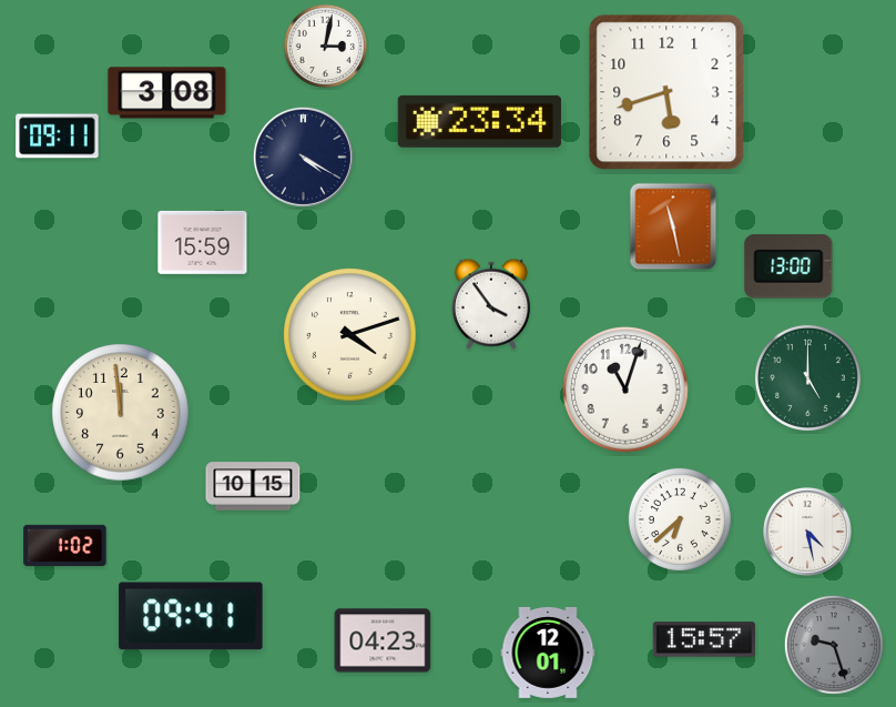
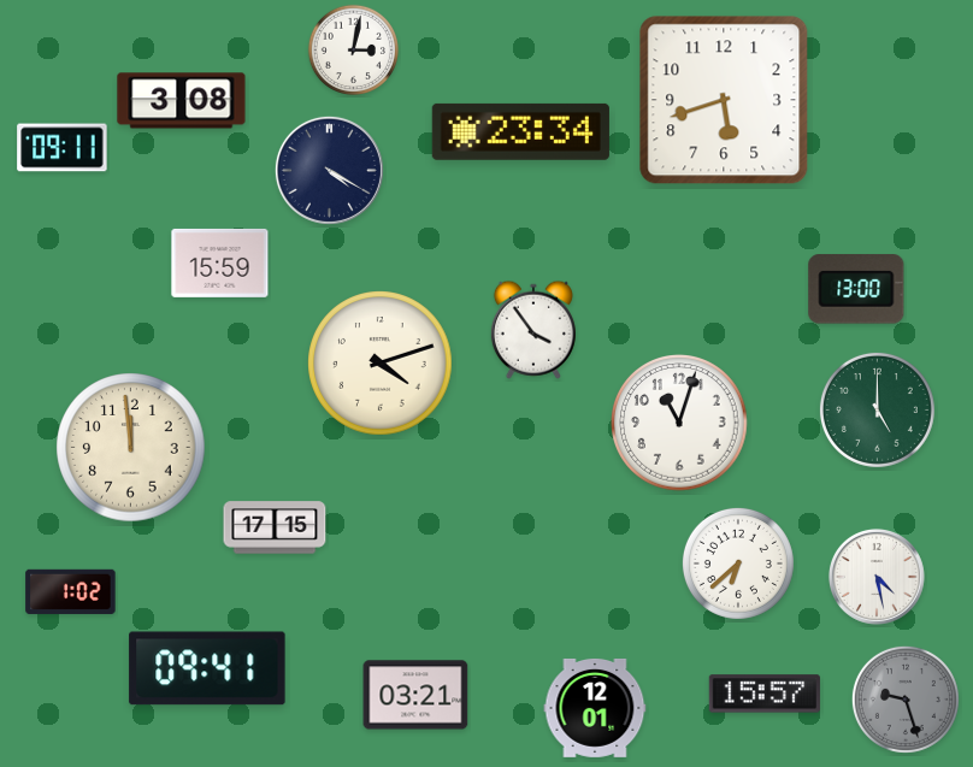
clock at (673, 226): 11:28 -> none
clock at (253, 486): 10:15 -> 17:15
clock at (383, 640): 04:23 -> 03:21
